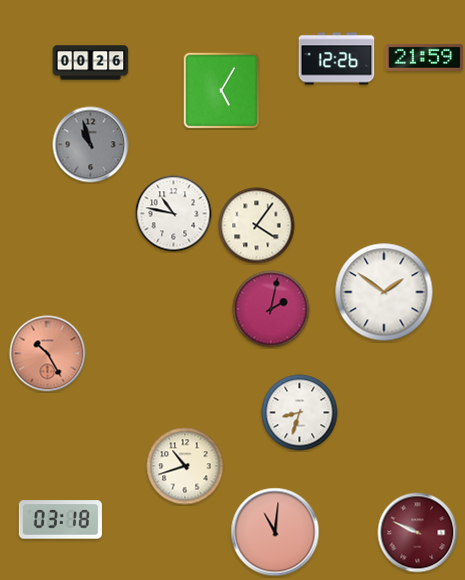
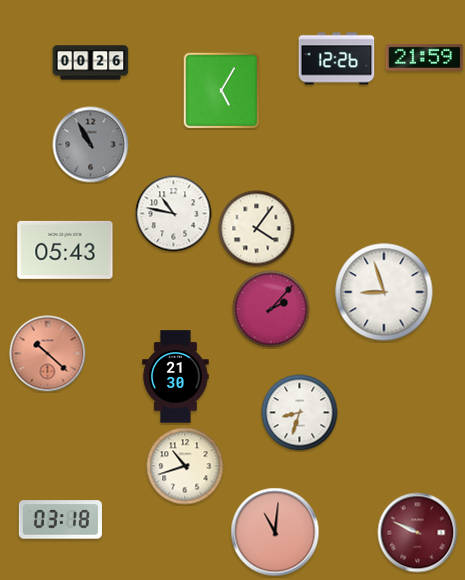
clock at (91, 145): 10:57 -> 10:55
clock at (257, 226) position: (257, 226) -> (257, 229)
clock at (65, 250): none -> 05:43
clock at (384, 292): 1:51 -> 8:57
clock at (271, 309): 2:02 -> 2:07
clock at (48, 354): 10:25 -> 10:22
clock at (176, 377): none -> 21:30
